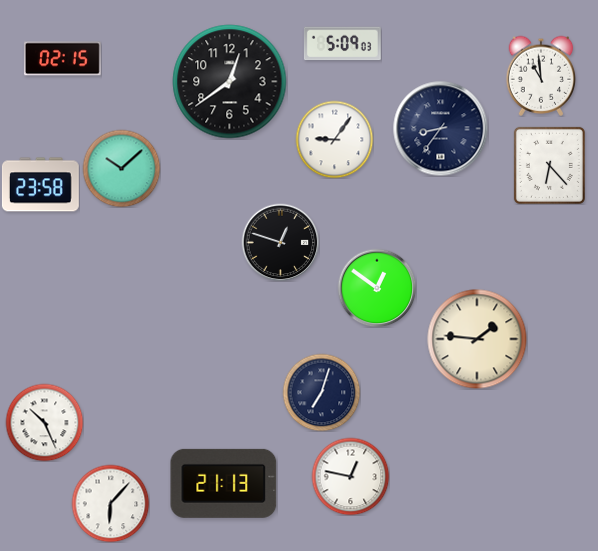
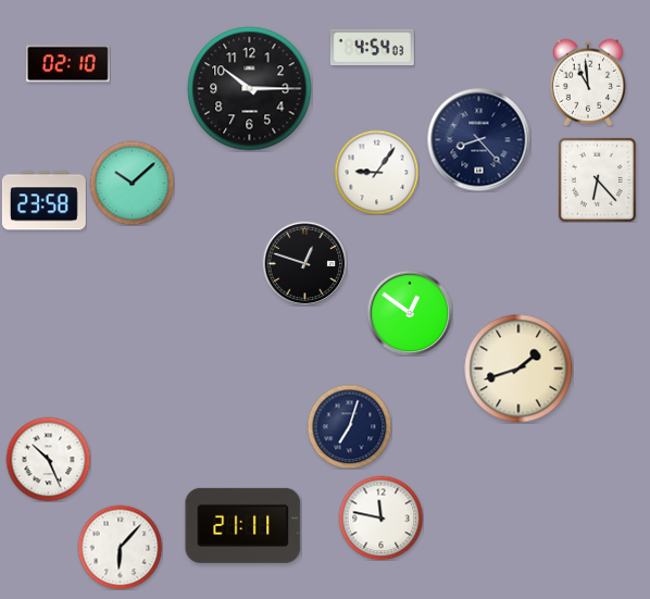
clock at (342, 44): 5:09 -> 4:54
clock at (62, 59): 02:15 -> 02:10
clock at (230, 82): 12:39 -> 10:15
clock at (440, 128): 8:36 -> 8:23
clock at (334, 139) position: (334, 139) -> (376, 172)
clock at (477, 339): 1:46 -> 1:42
clock at (350, 476): 12:47 -> 11:47
clock at (224, 483): 21:13 -> 21:11
